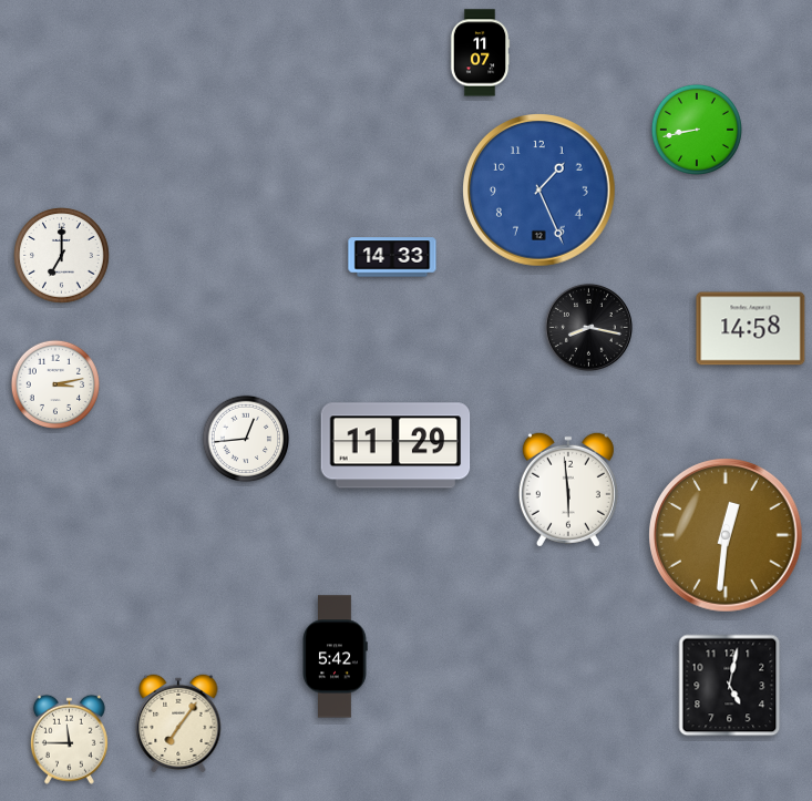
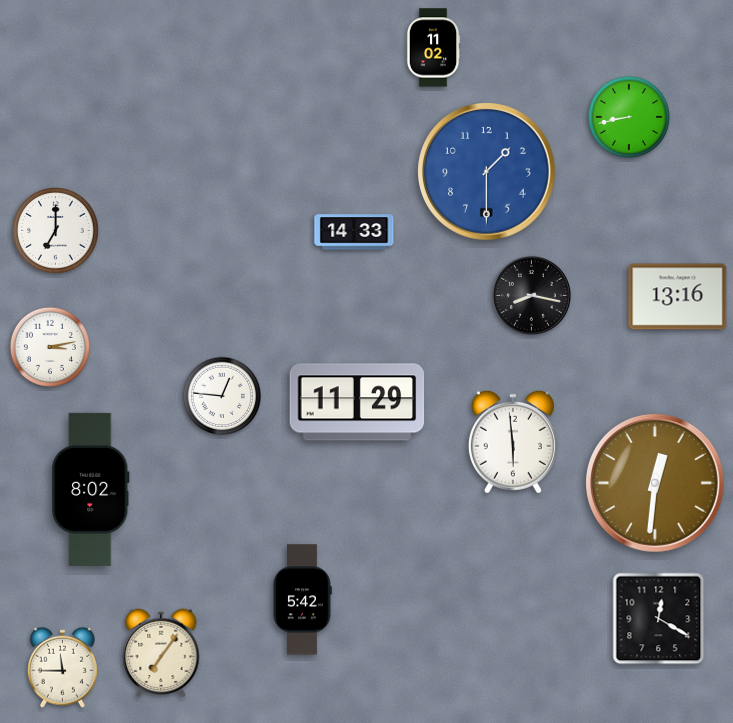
clock at (480, 53): 11:07 -> 11:02
clock at (539, 191): 1:26 -> 1:30
clock at (751, 329): 14:58 -> 13:16
clock at (246, 439): 12:44 -> 12:46
clock at (91, 489): none -> 8:02
clock at (335, 657) position: (335, 657) -> (302, 600)
clock at (730, 686): 5:02 -> 12:20
